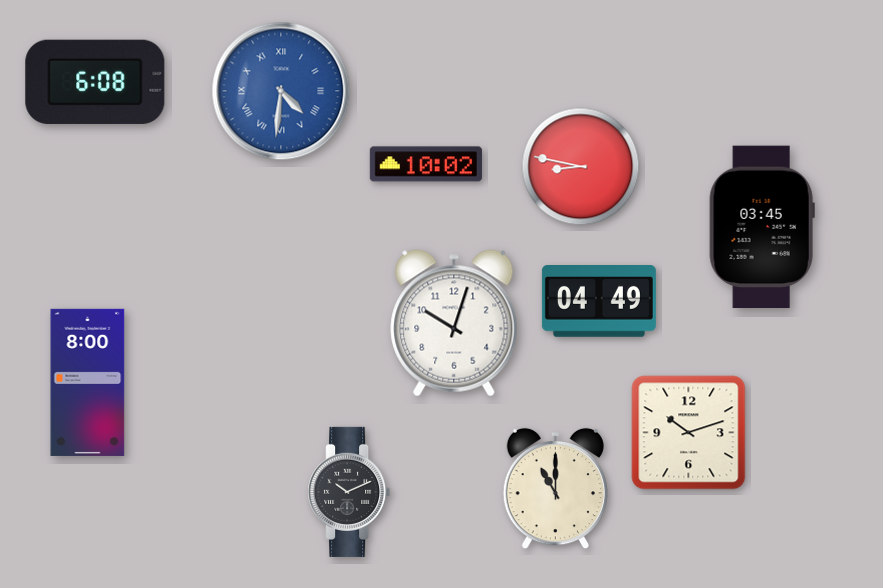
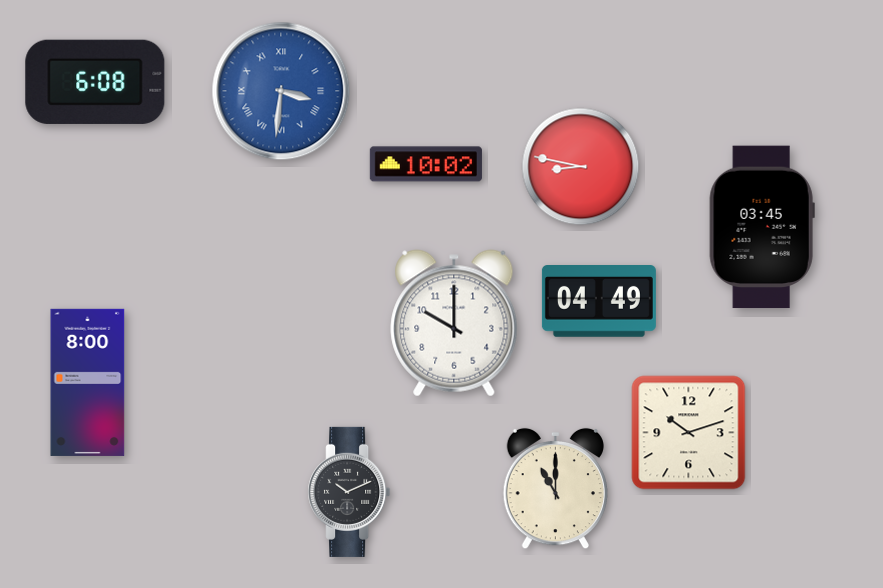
clock at (281, 91): 4:31 -> 3:31
clock at (454, 323): 10:03 -> 10:00
